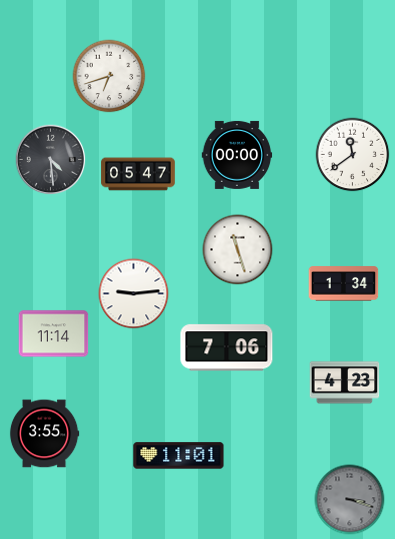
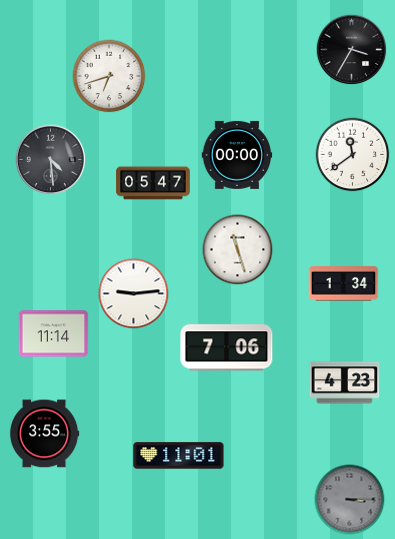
clock at (352, 50): none -> 3:35
clock at (138, 174) position: (138, 174) -> (153, 183)
clock at (350, 500): 3:18 -> 3:15
